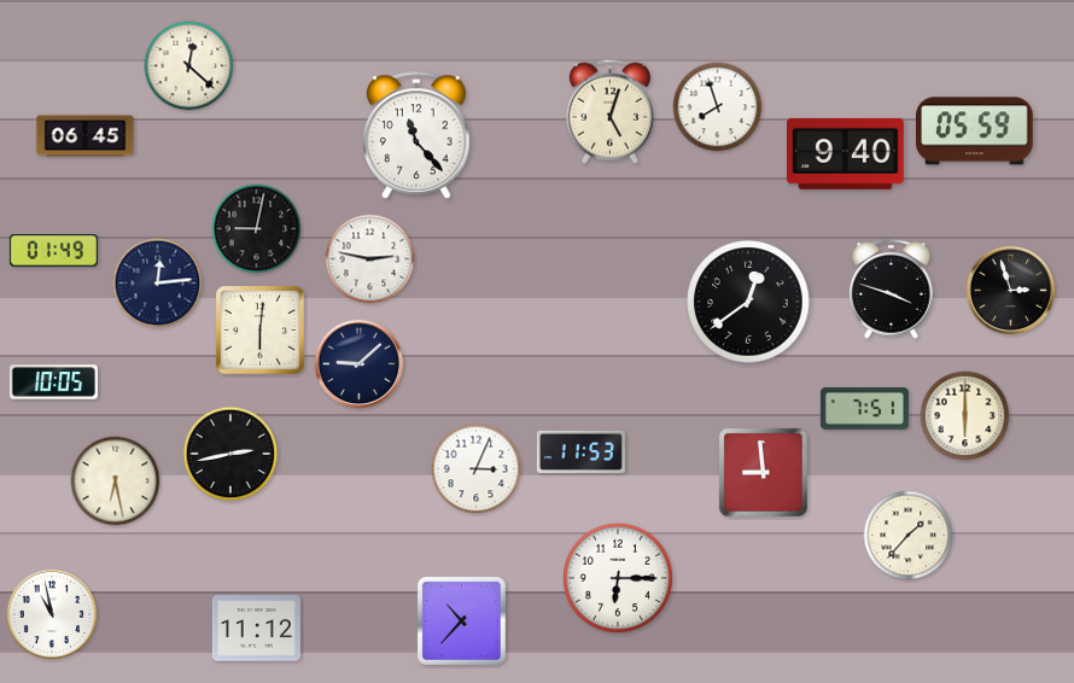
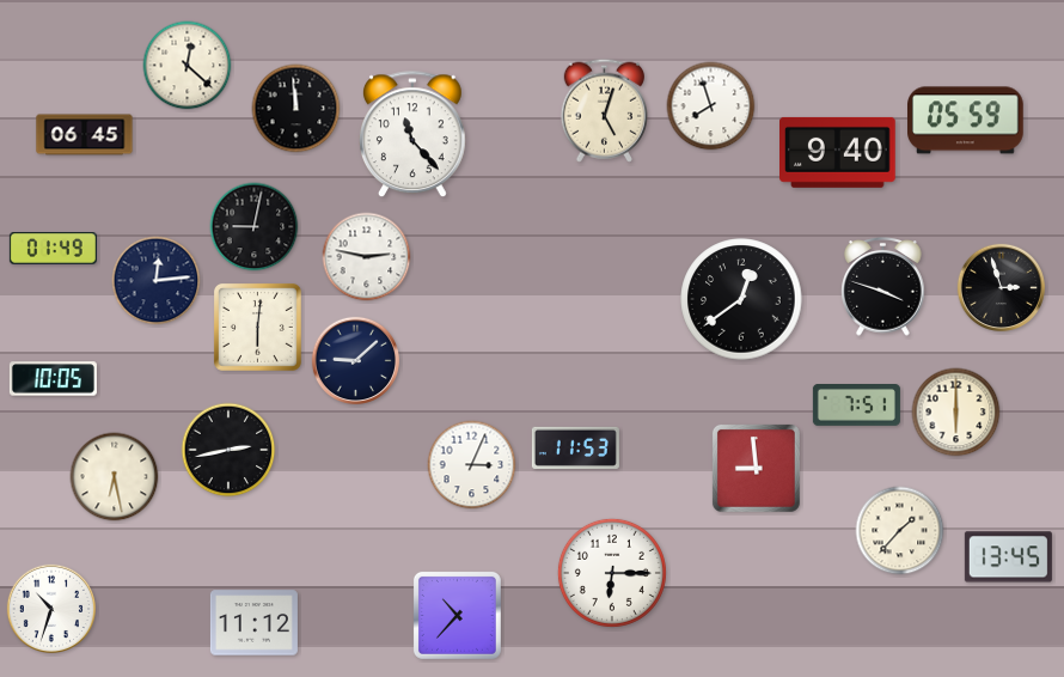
clock at (296, 109): none -> 11:59
clock at (975, 132) position: (975, 132) -> (966, 121)
clock at (1008, 557): none -> 13:45
clock at (51, 613): 10:58 -> 10:33
